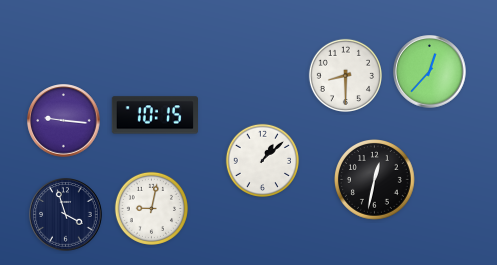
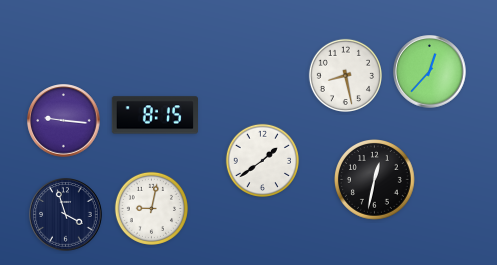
clock at (345, 75): 8:30 -> 8:28
clock at (154, 115): 10:15 -> 8:15
clock at (262, 160): 1:08 -> 1:39
